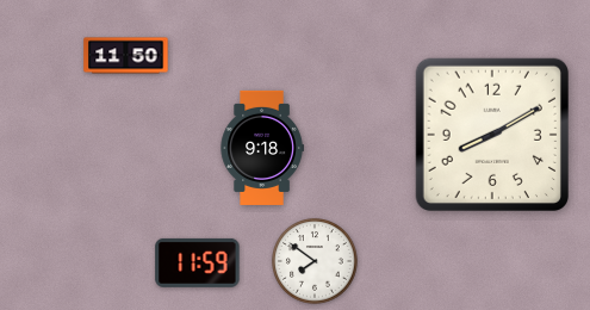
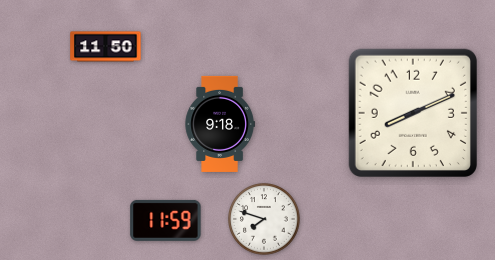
clock at (492, 135): 8:10 -> 8:11
clock at (316, 262): 7:51 -> 7:48
